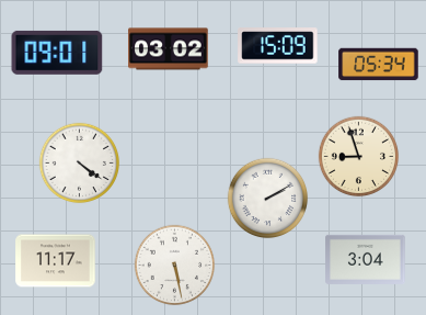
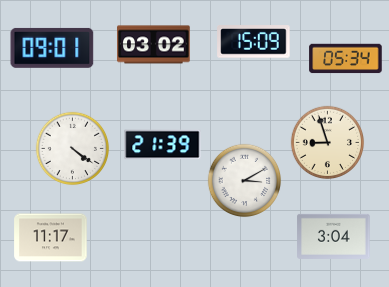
clock at (163, 145): none -> 21:39
clock at (268, 199): 2:10 -> 3:10
clock at (175, 266): 5:28 -> none
